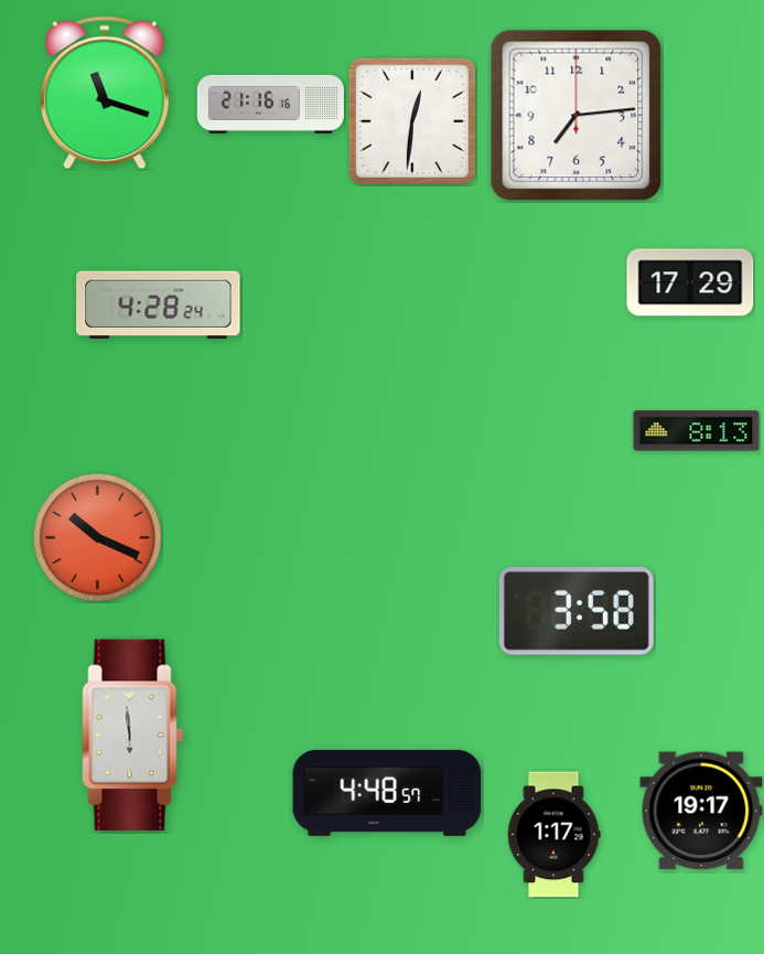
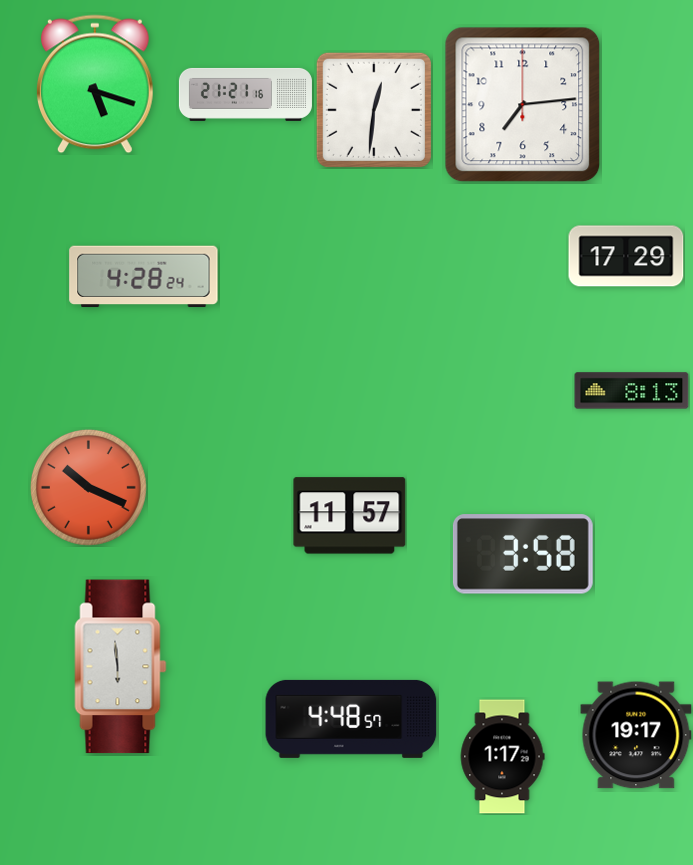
clock at (105, 93): 11:18 -> 5:18
clock at (270, 104): 21:16 -> 21:21
clock at (350, 516): none -> 11:57
